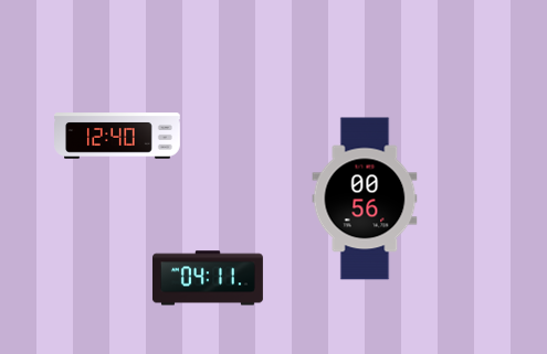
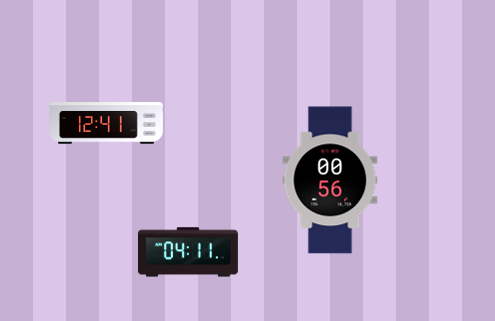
clock at (118, 136): 12:40 -> 12:41
